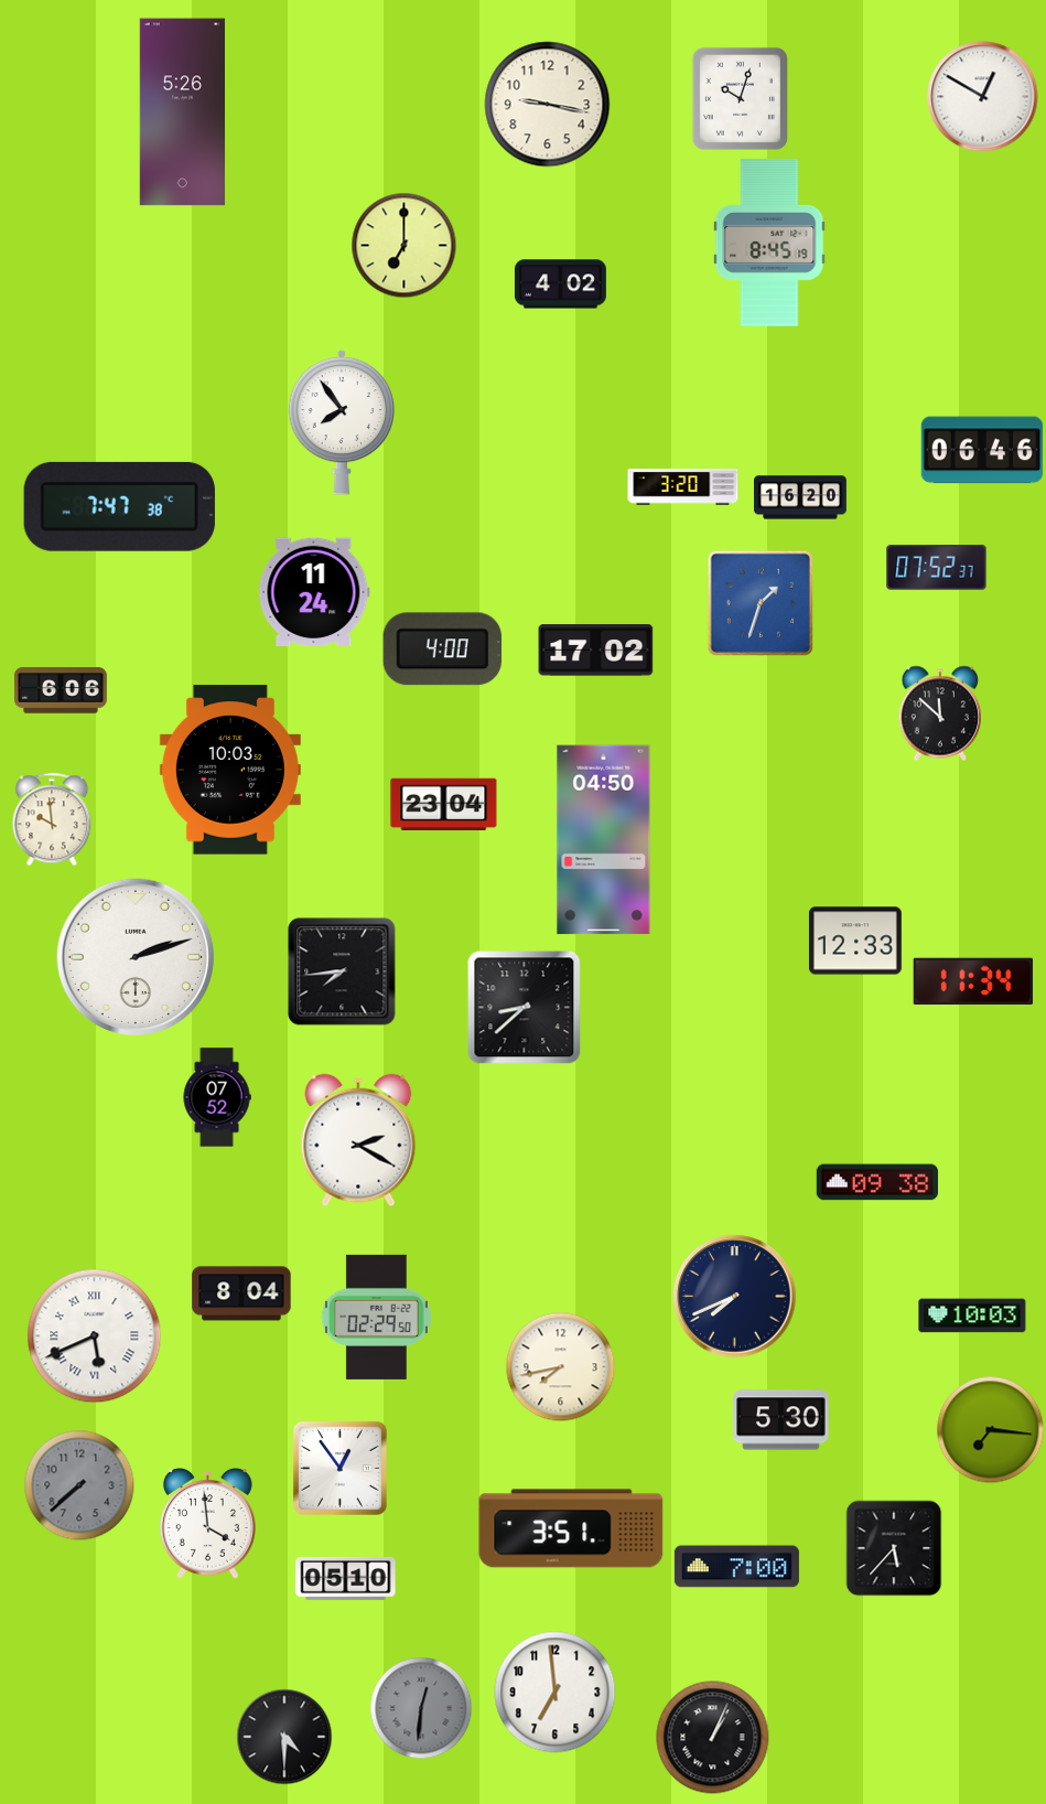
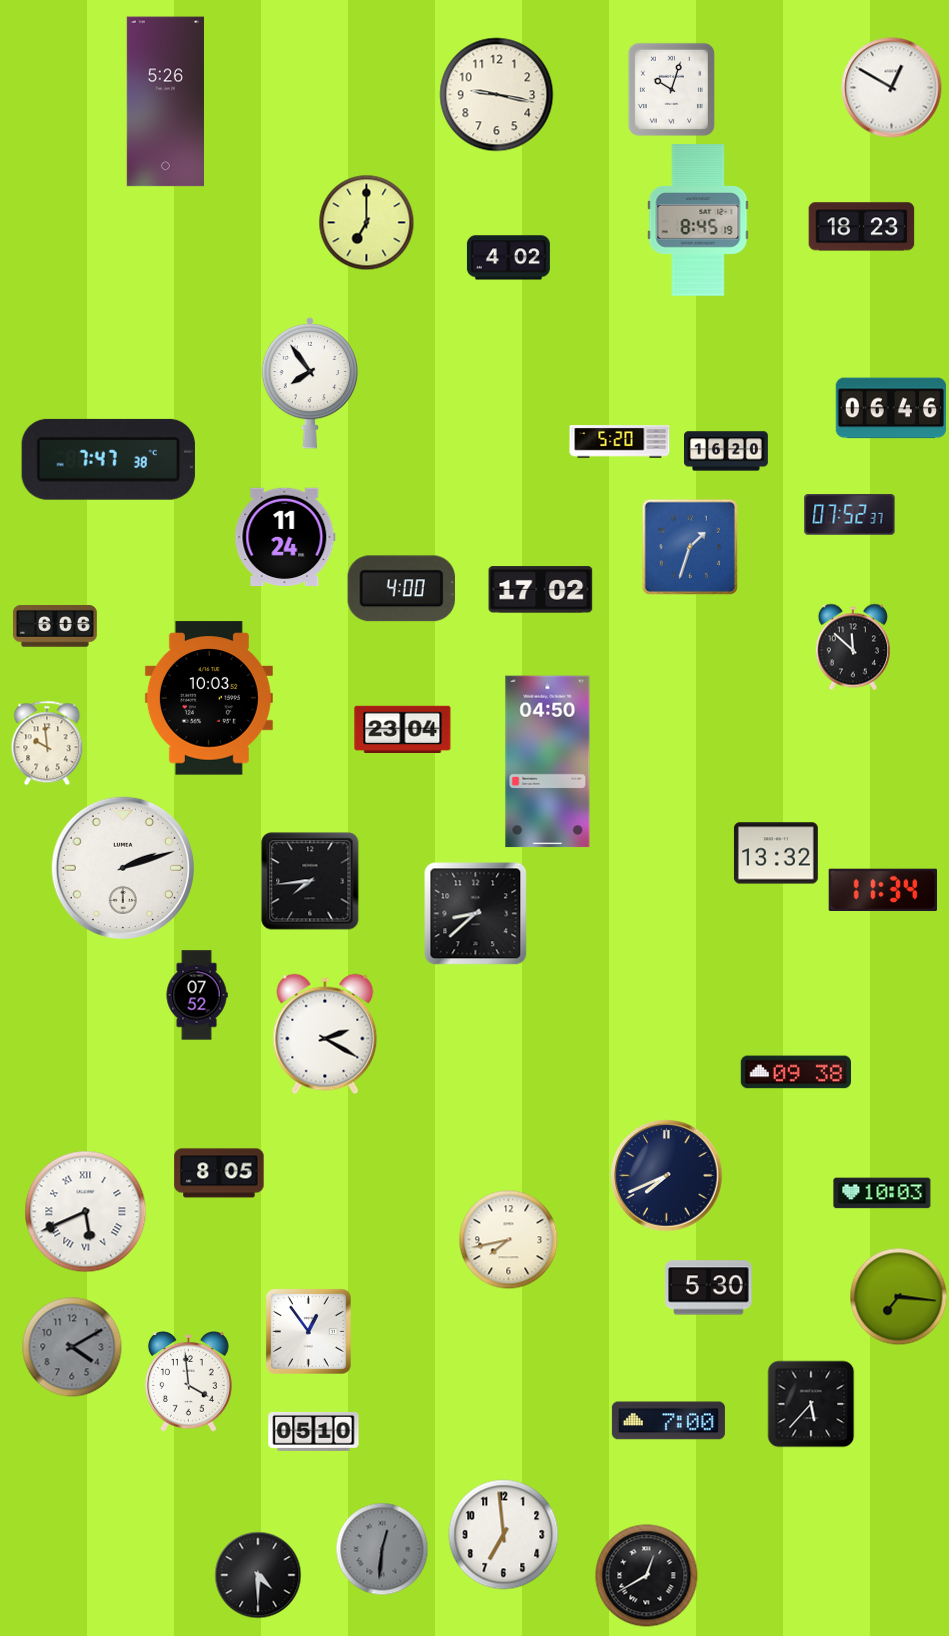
clock at (862, 227): none -> 18:23
clock at (683, 487): 3:20 -> 5:20
clock at (855, 941): 12:33 -> 13:32
clock at (241, 1293): 8:04 -> 8:05
clock at (376, 1317): 02:29 -> none
clock at (79, 1485): 7:38 -> 4:10
clock at (571, 1528): 3:51 -> none
clock at (713, 1738): 1:04 -> 12:40
